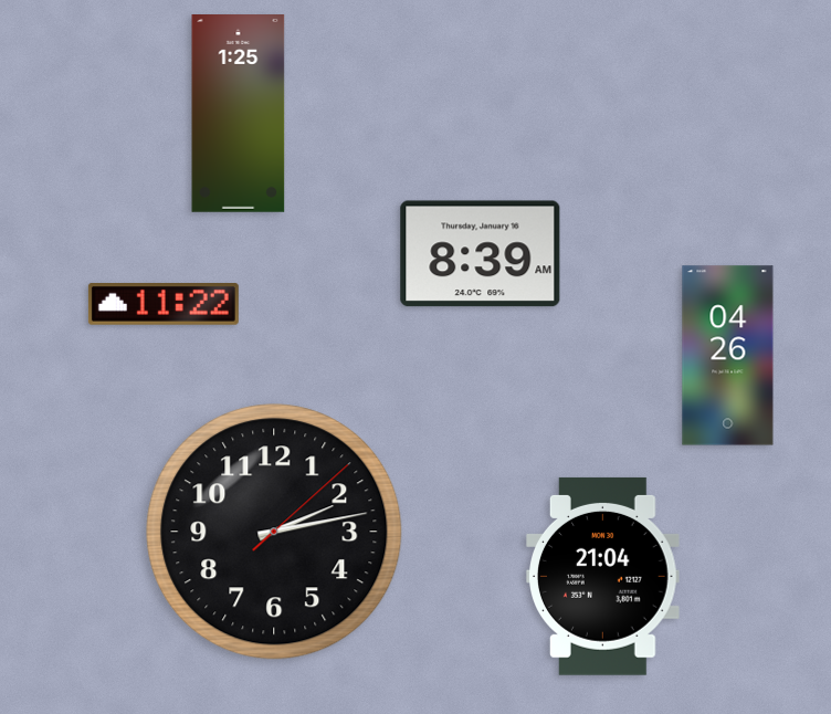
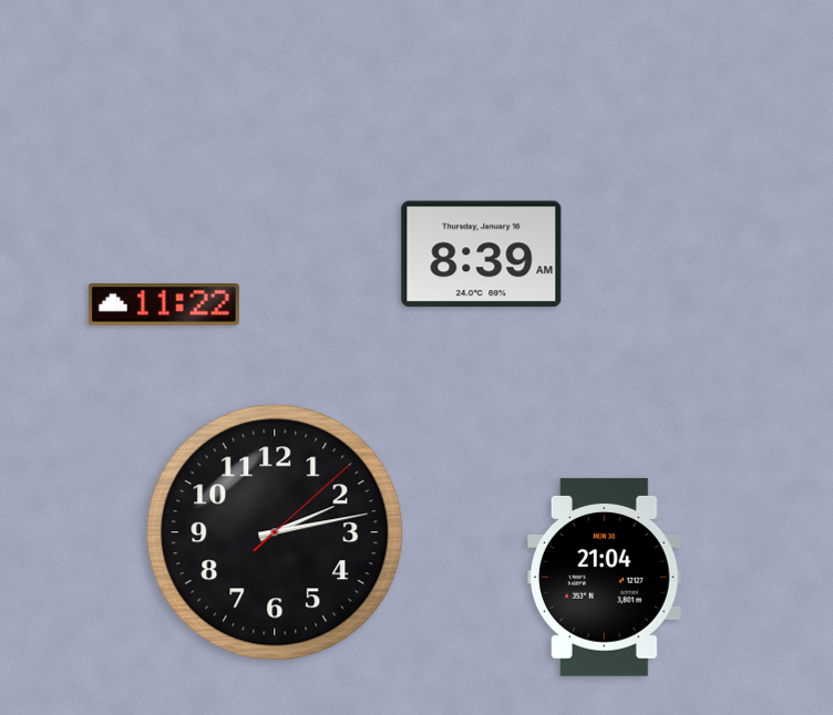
clock at (239, 114): 1:25 -> none
clock at (728, 356): 04:26 -> none
